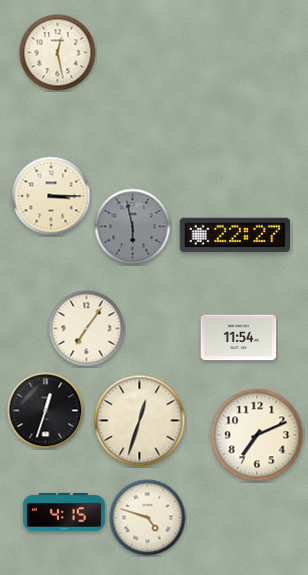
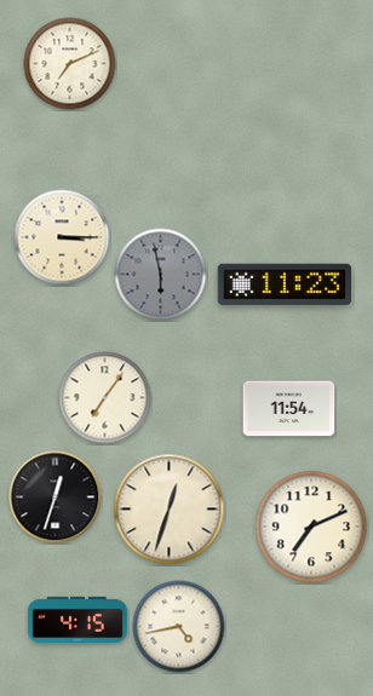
clock at (58, 53): 12:28 -> 7:11
clock at (235, 235): 22:27 -> 11:23
clock at (148, 518): 4:48 -> 4:43
